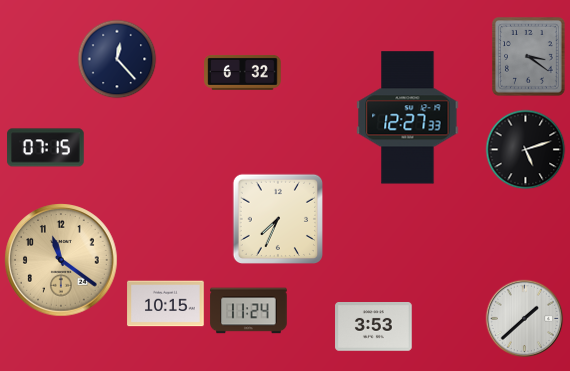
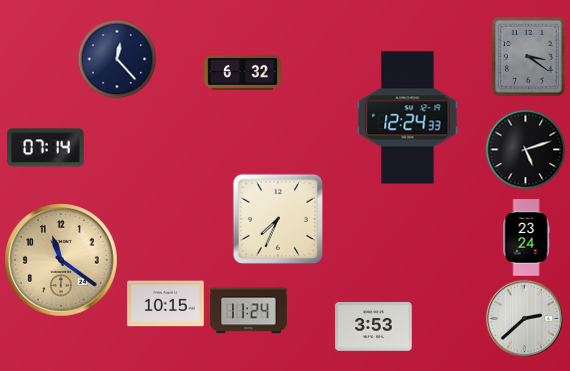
clock at (408, 118): 12:27 -> 12:24
clock at (46, 148): 07:15 -> 07:14
clock at (526, 238): none -> 23:24
clock at (524, 318): 1:38 -> 2:38
